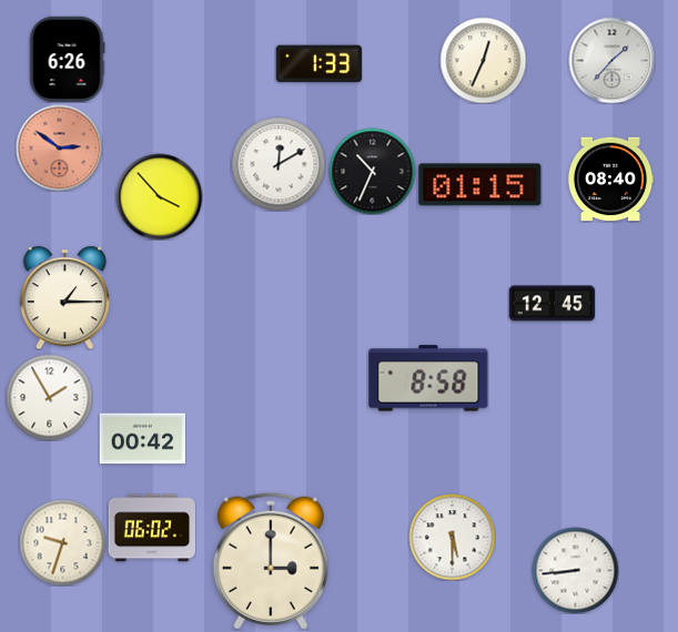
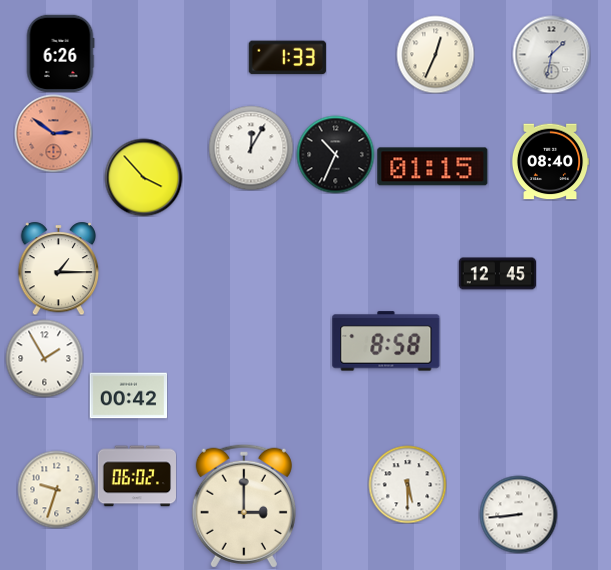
clock at (611, 60): 1:37 -> 1:32
clock at (279, 164): 12:10 -> 12:05
